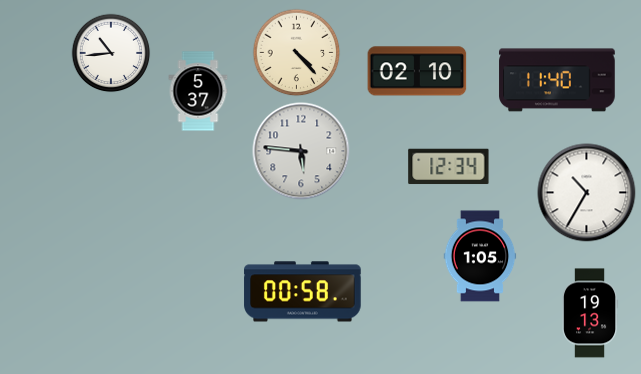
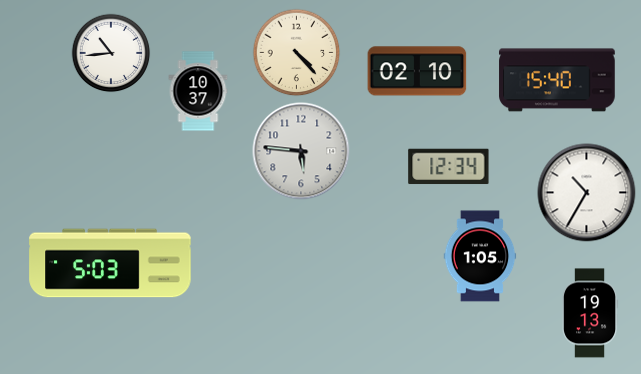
clock at (557, 80): 11:40 -> 15:40
clock at (198, 91): 5:37 -> 10:37
clock at (110, 263): none -> 5:03
clock at (303, 292): 00:58 -> none
